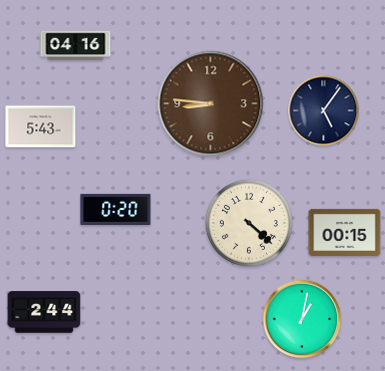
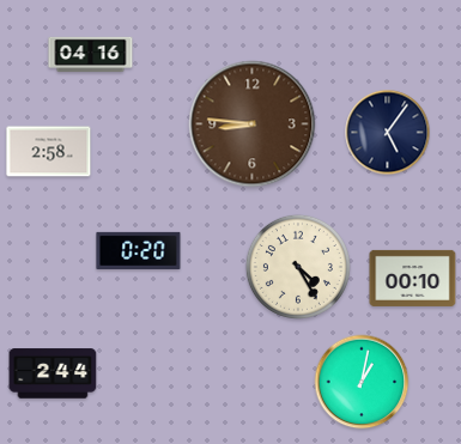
clock at (41, 127): 5:43 -> 2:58
clock at (249, 223): 4:22 -> 4:25
clock at (345, 232): 00:15 -> 00:10
